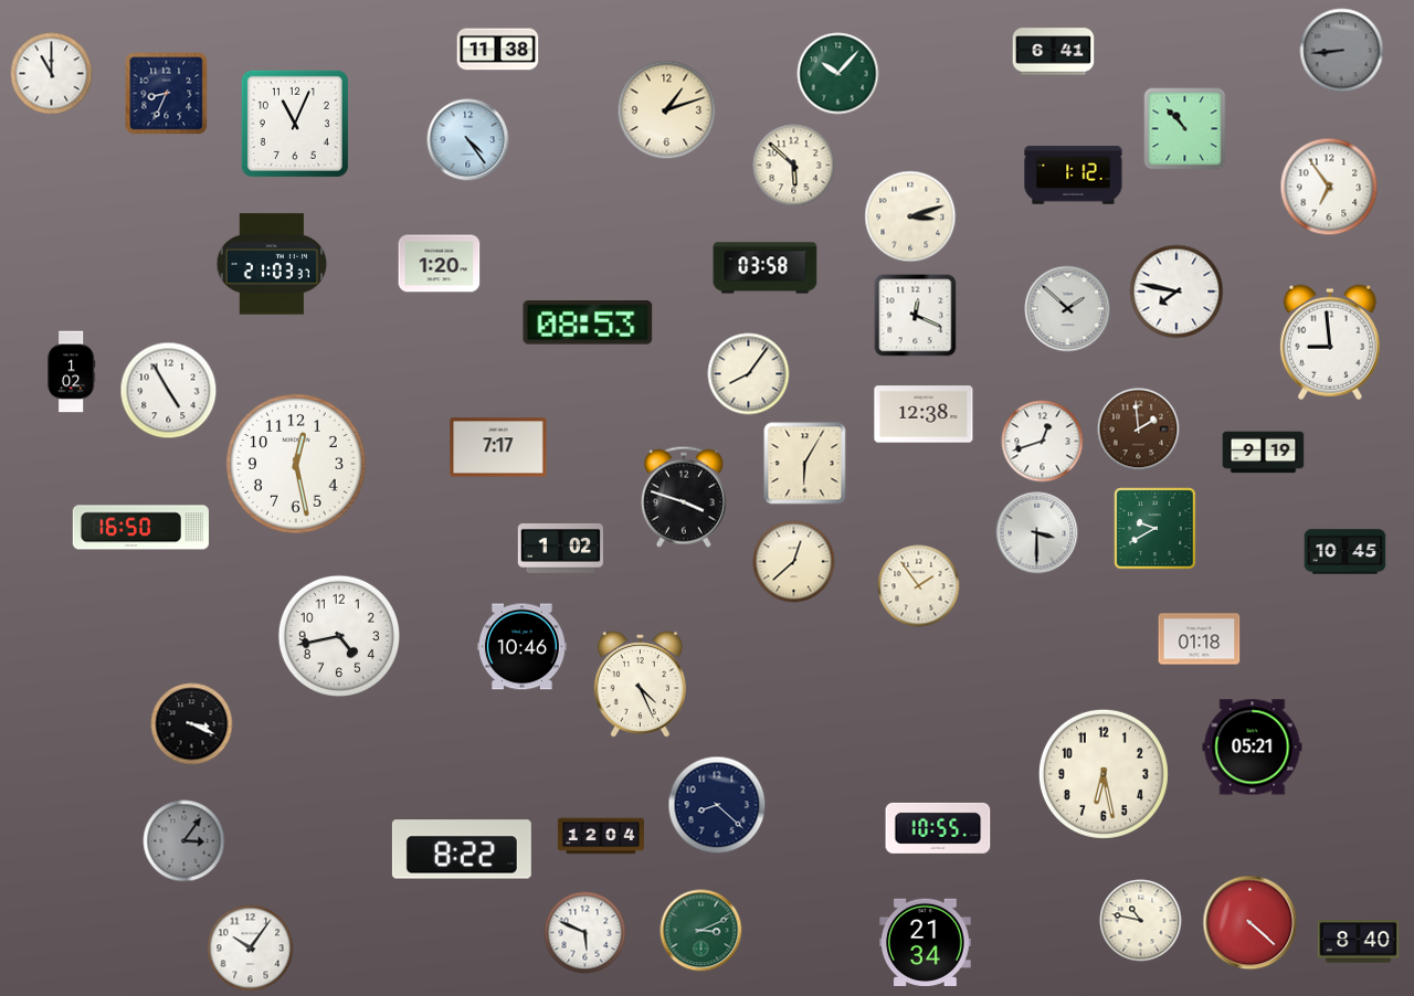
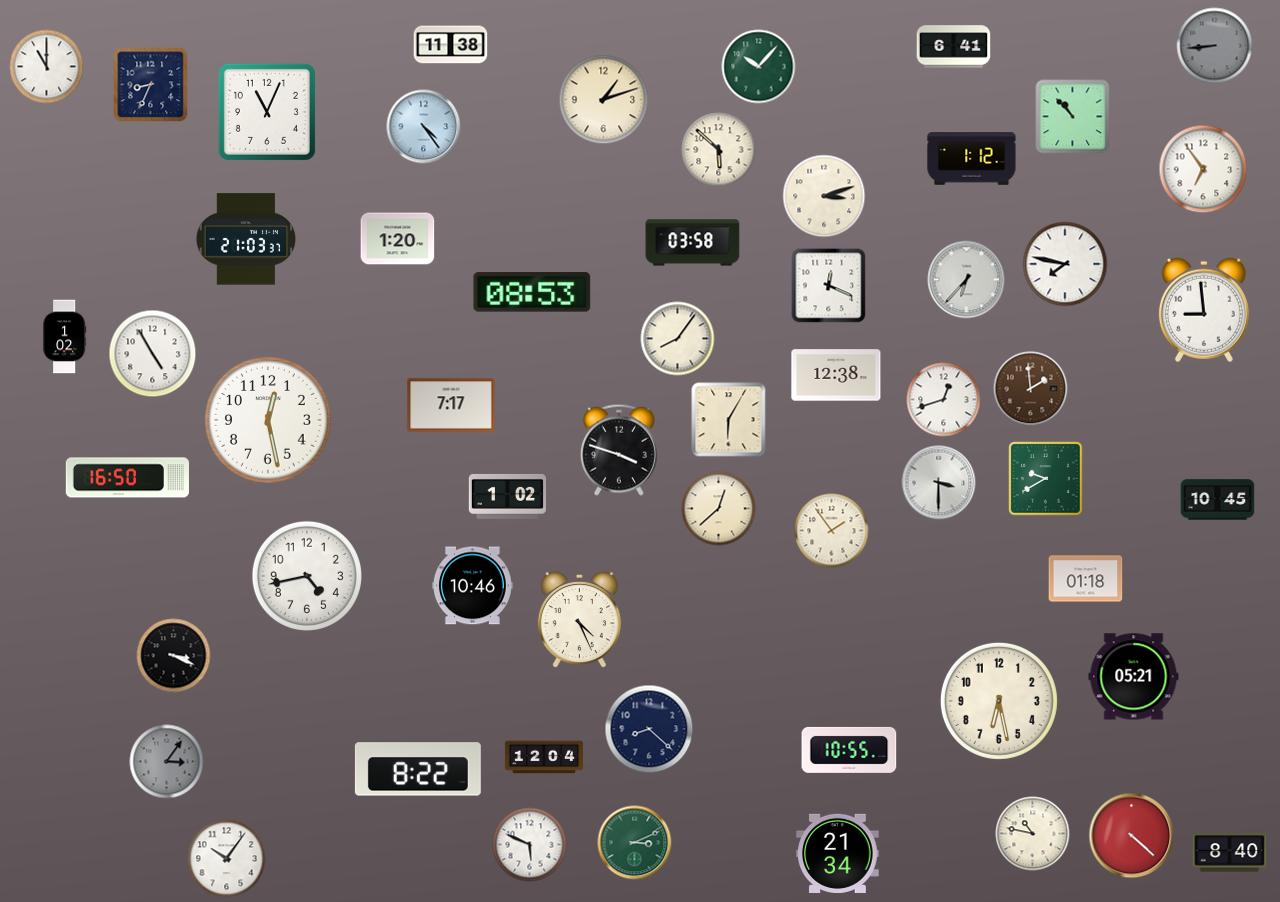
clock at (1068, 309): 1:52 -> 6:37
clock at (1264, 453): 9:19 -> none
